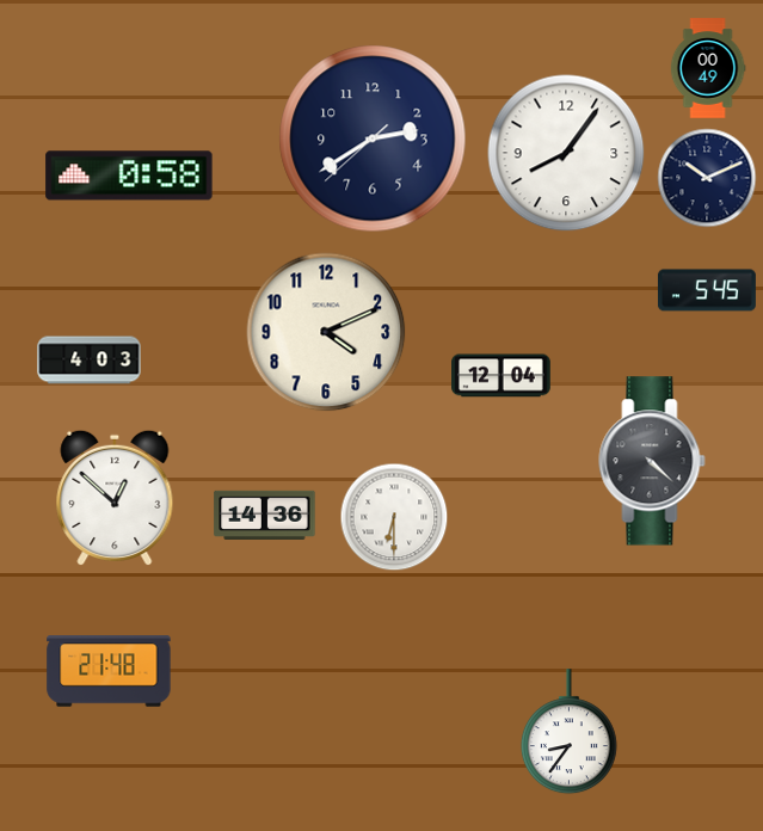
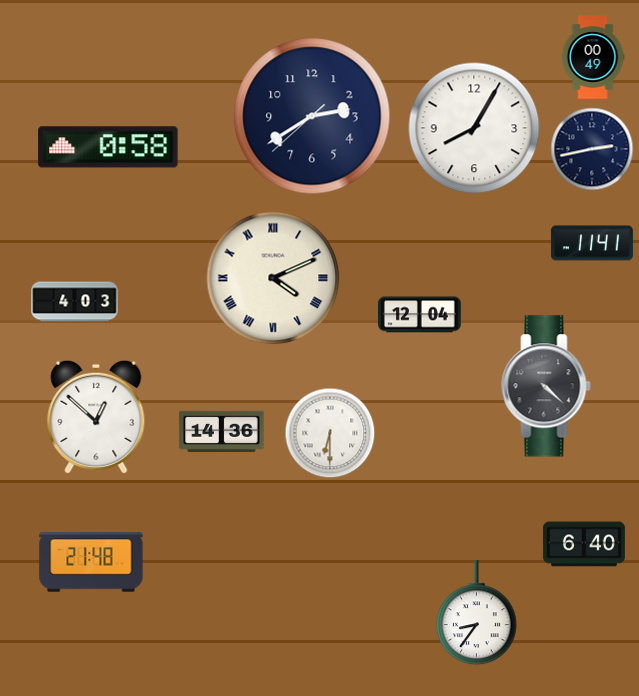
clock at (566, 153): 8:06 -> 8:05
clock at (707, 178): 10:11 -> 2:43
clock at (707, 290): 5:45 -> 11:41
clock at (326, 332) numerals: Arabic -> Roman
clock at (584, 544): none -> 6:40
